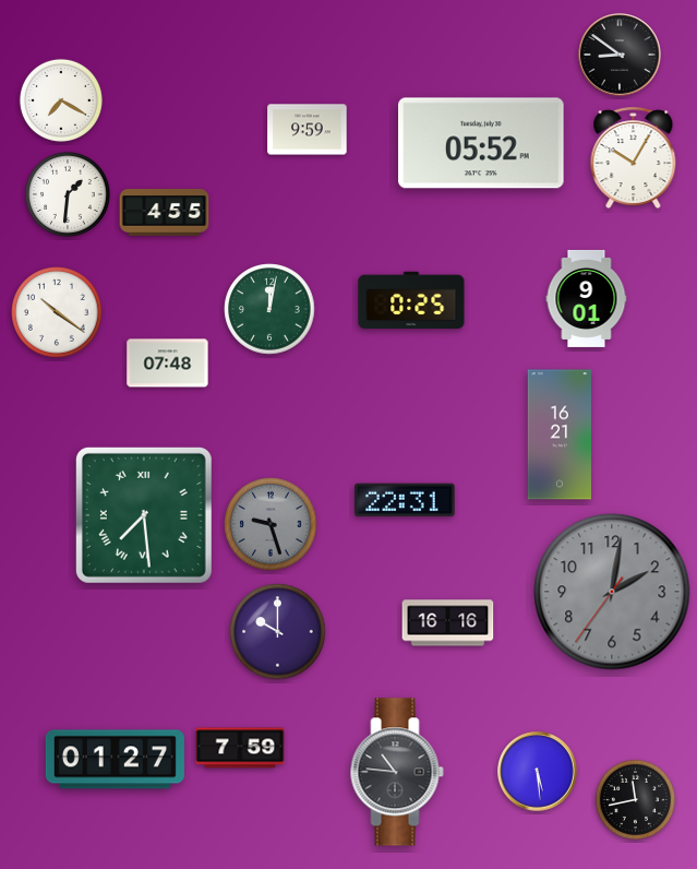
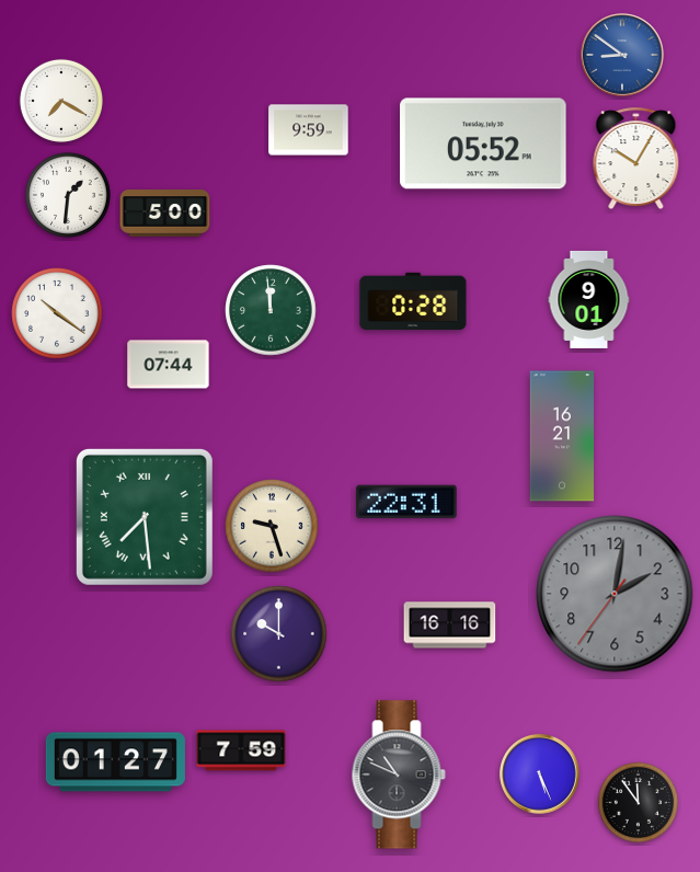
clock at (620, 55) dial: black -> blue
clock at (165, 213): 4:55 -> 5:00
clock at (411, 300): 0:25 -> 0:28
clock at (269, 309): 12:02 -> 11:59
clock at (168, 364): 07:48 -> 07:44
clock at (271, 524) dial: grey -> cream
clock at (397, 772): 10:46 -> 10:49
clock at (538, 772): 5:29 -> 5:26
clock at (635, 799): 11:43 -> 11:54
